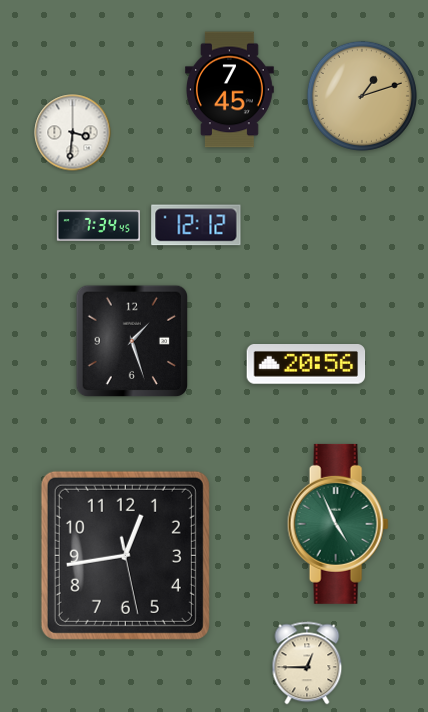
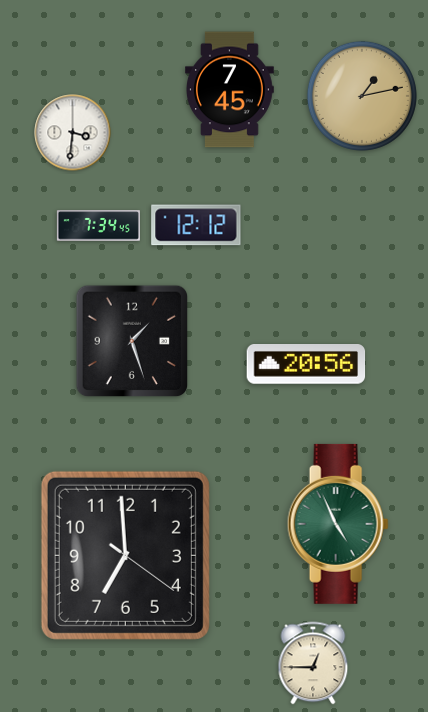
clock at (362, 96): 1:12 -> 1:13
clock at (125, 555): 12:43 -> 6:59
clock at (307, 663) position: (307, 663) -> (313, 663)
